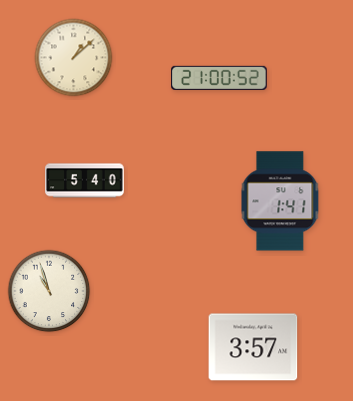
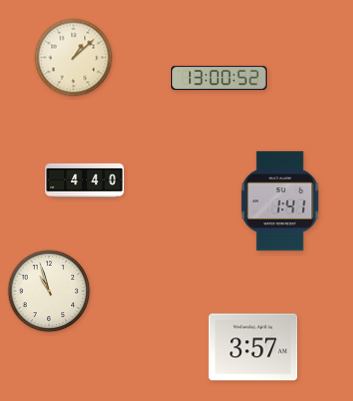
clock at (219, 78): 21:00 -> 13:00
clock at (85, 181): 5:40 -> 4:40
